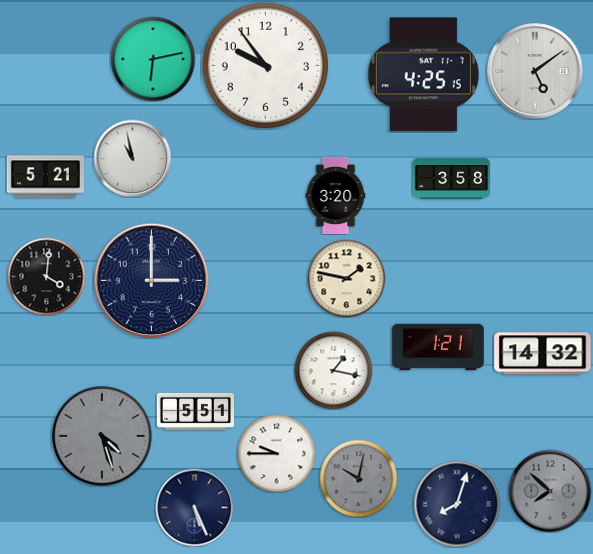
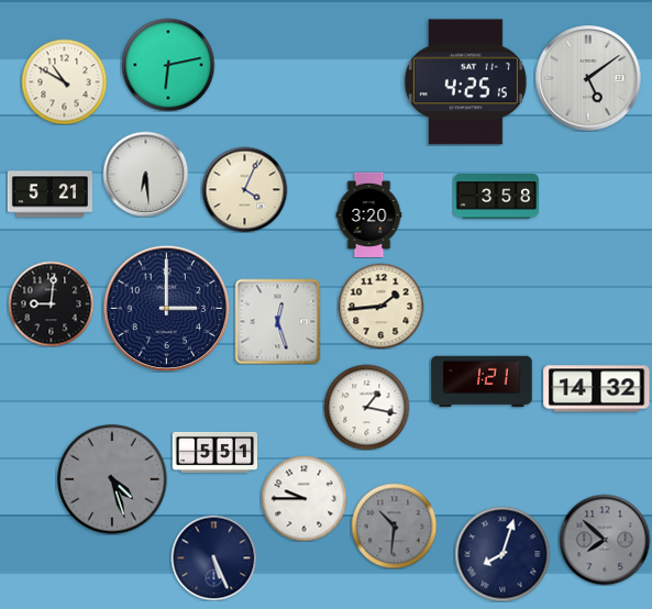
clock at (265, 65): 9:54 -> none
clock at (64, 81): none -> 10:50
clock at (132, 158): 10:58 -> 6:29
clock at (244, 189): none -> 4:04
clock at (46, 276): 4:01 -> 9:01
clock at (346, 278): 1:47 -> 1:44
clock at (277, 321): none -> 12:27
clock at (358, 478): 10:02 -> 10:31
